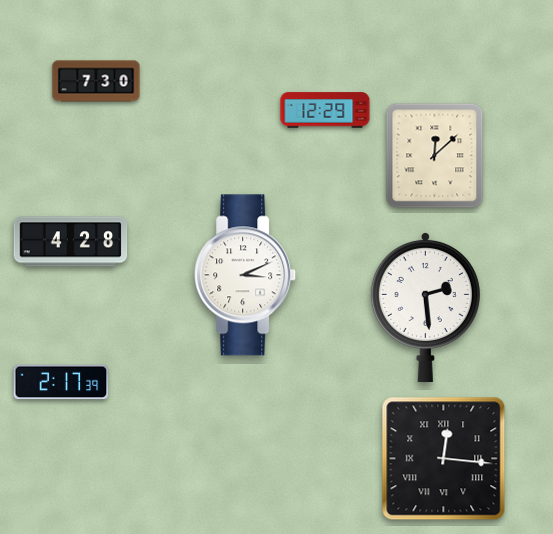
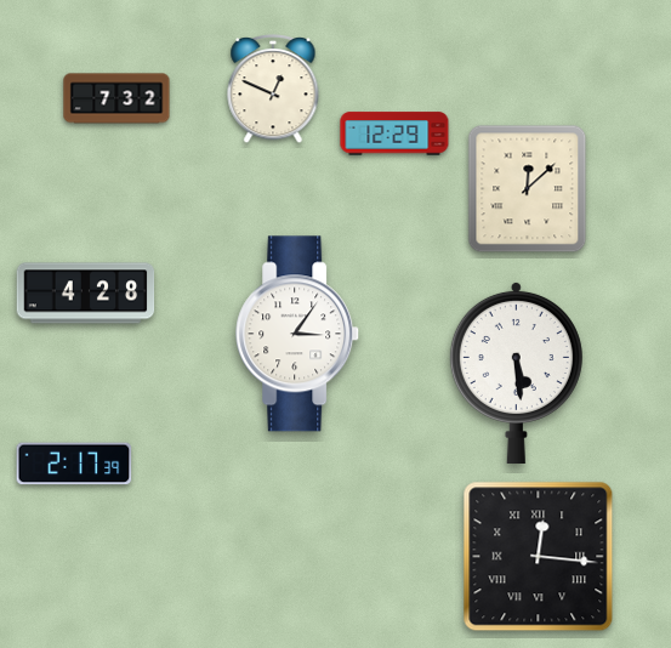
clock at (273, 90): none -> 12:49
clock at (96, 81): 7:30 -> 7:32
clock at (246, 275): 3:11 -> 3:06
clock at (425, 306): 2:29 -> 5:29
